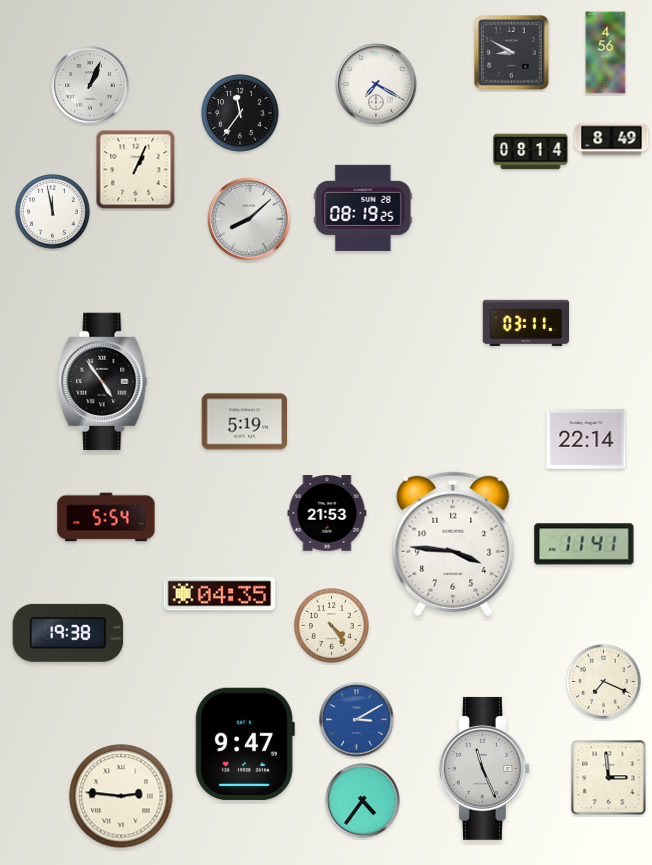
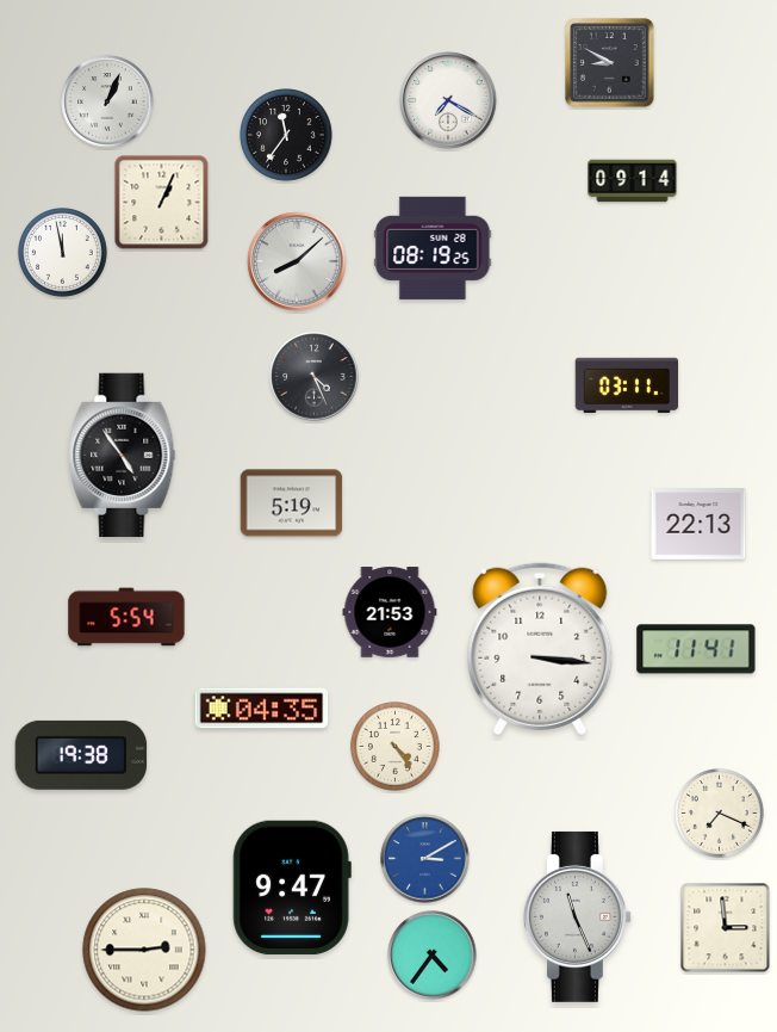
clock at (606, 53): 4:56 -> none
clock at (612, 140): 8:49 -> none
clock at (531, 152): 08:14 -> 09:14
clock at (315, 377): none -> 4:26
clock at (586, 439): 22:14 -> 22:13
clock at (453, 544): 3:46 -> 3:16
clock at (121, 796): 2:46 -> 2:45
